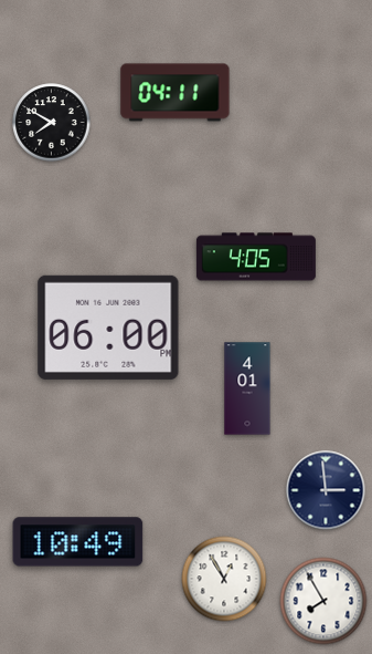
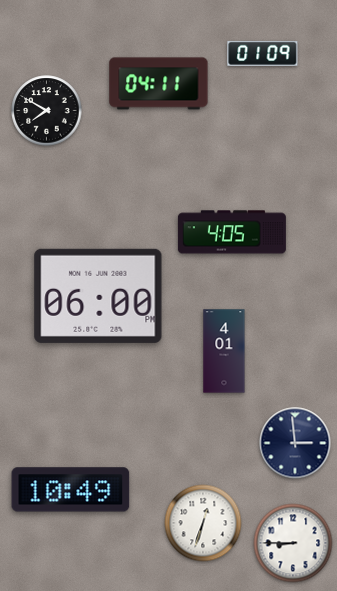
clock at (263, 53): none -> 01:09
clock at (224, 579): 12:55 -> 12:33
clock at (323, 601): 7:55 -> 8:45
